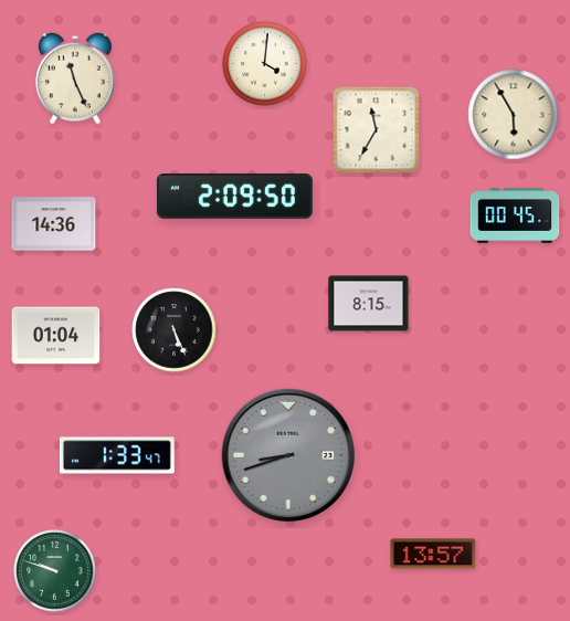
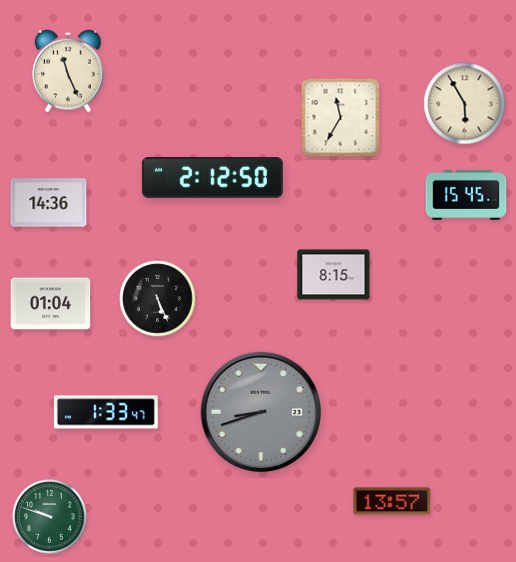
clock at (265, 64): 4:01 -> none
clock at (234, 197): 2:09 -> 2:12
clock at (515, 215): 00:45 -> 15:45
